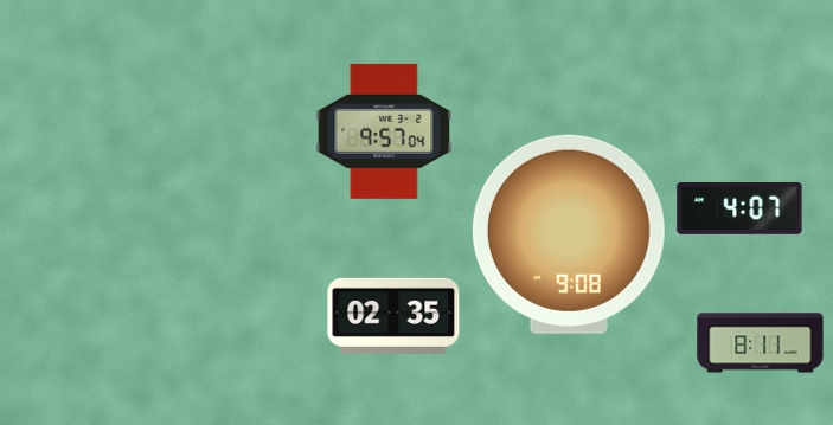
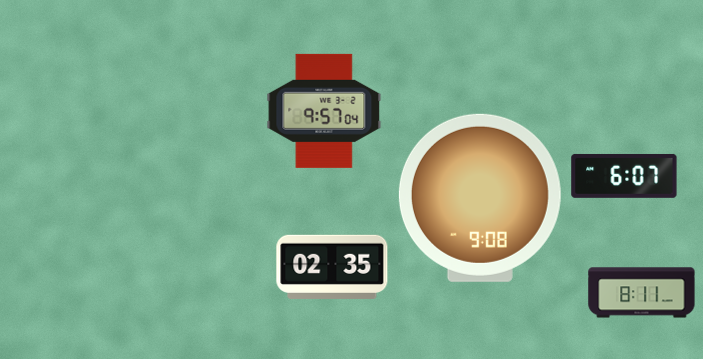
clock at (739, 208): 4:07 -> 6:07
clock at (761, 343) position: (761, 343) -> (642, 293)
